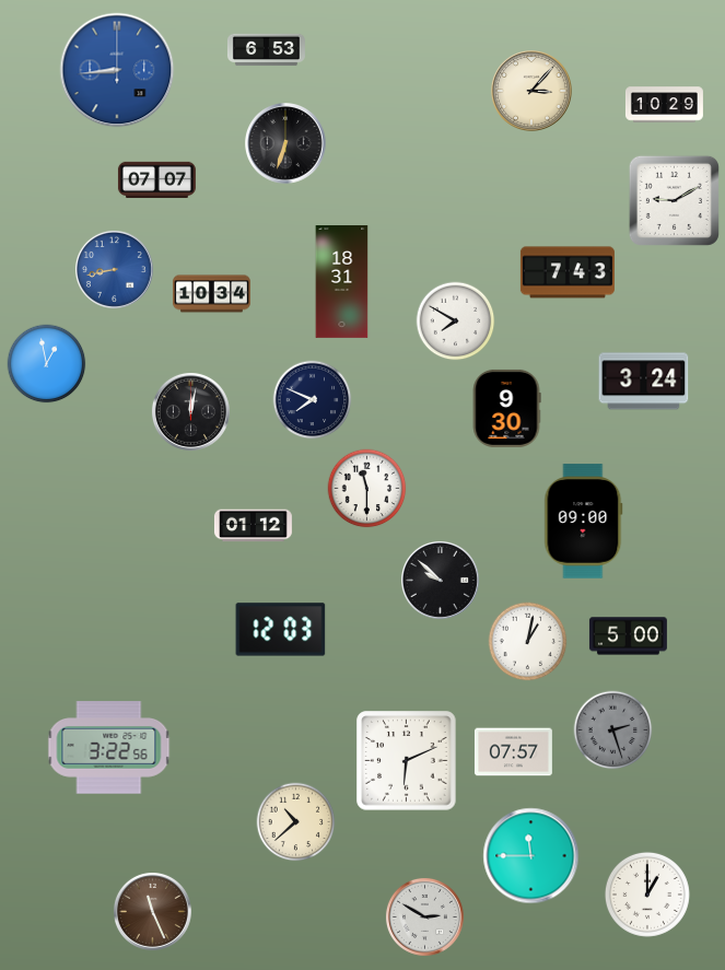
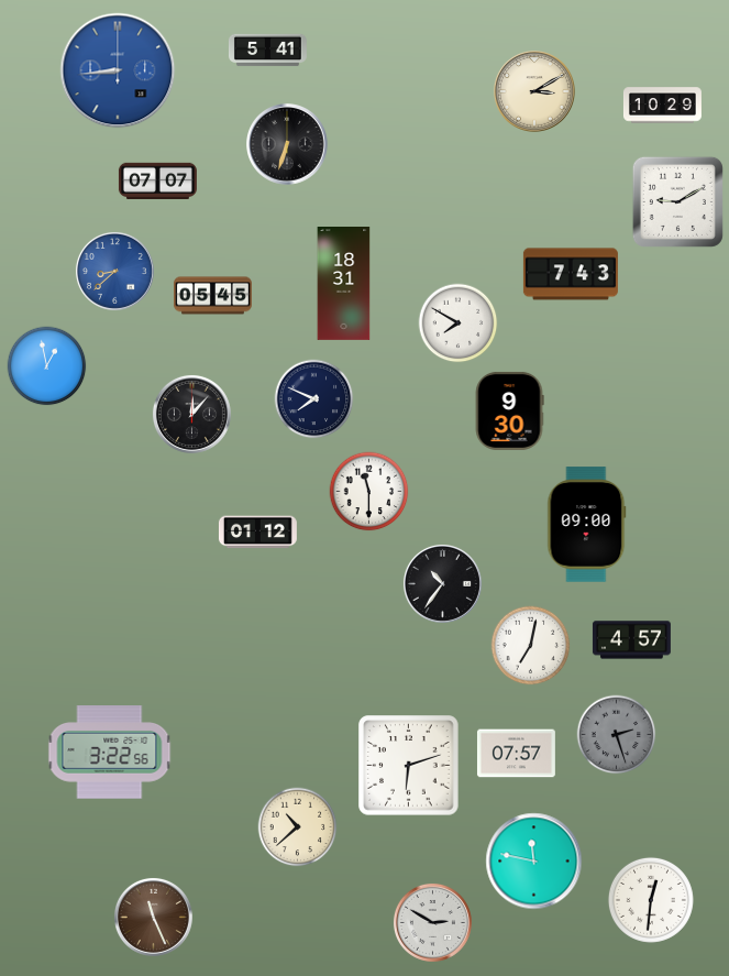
clock at (266, 50): 6:53 -> 5:41
clock at (533, 92): 3:07 -> 3:10
clock at (664, 105) position: (664, 105) -> (662, 106)
clock at (114, 269): 8:43 -> 8:38
clock at (211, 294): 10:34 -> 05:45
clock at (644, 382): 3:24 -> none
clock at (313, 400) position: (313, 400) -> (314, 399)
clock at (190, 411): 12:02 -> 12:07
clock at (253, 526) position: (253, 526) -> (257, 533)
clock at (440, 580): 9:52 -> 10:36
clock at (281, 630): 12:03 -> none
clock at (628, 636): 5:00 -> 4:57
clock at (528, 642): 1:02 -> 7:02
clock at (513, 752) position: (513, 752) -> (516, 754)
clock at (407, 761): 6:11 -> 6:12
clock at (531, 856): 11:45 -> 11:47
clock at (647, 895): 1:00 -> 12:31
clock at (424, 916) position: (424, 916) -> (432, 922)
